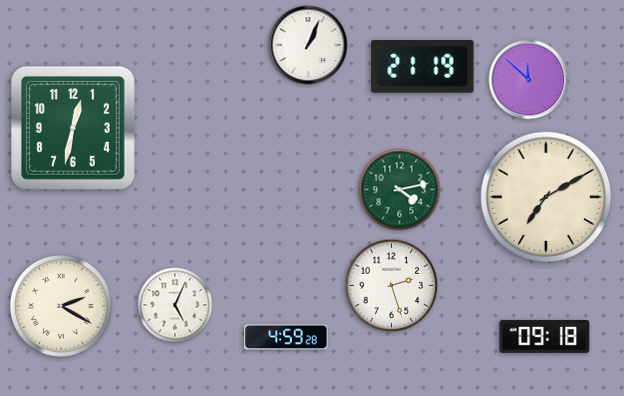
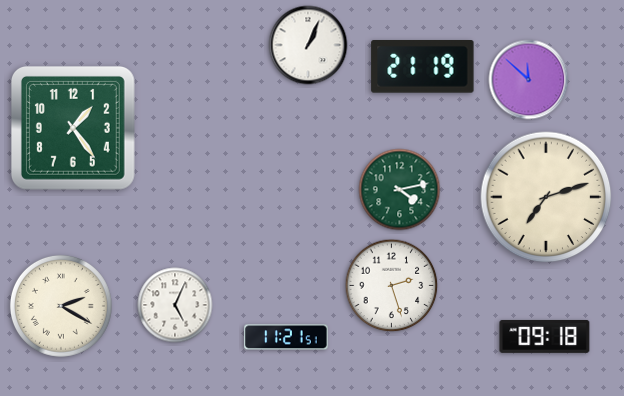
clock at (73, 128): 12:32 -> 1:24
clock at (546, 197): 7:10 -> 7:12
clock at (286, 337): 4:59 -> 11:21
